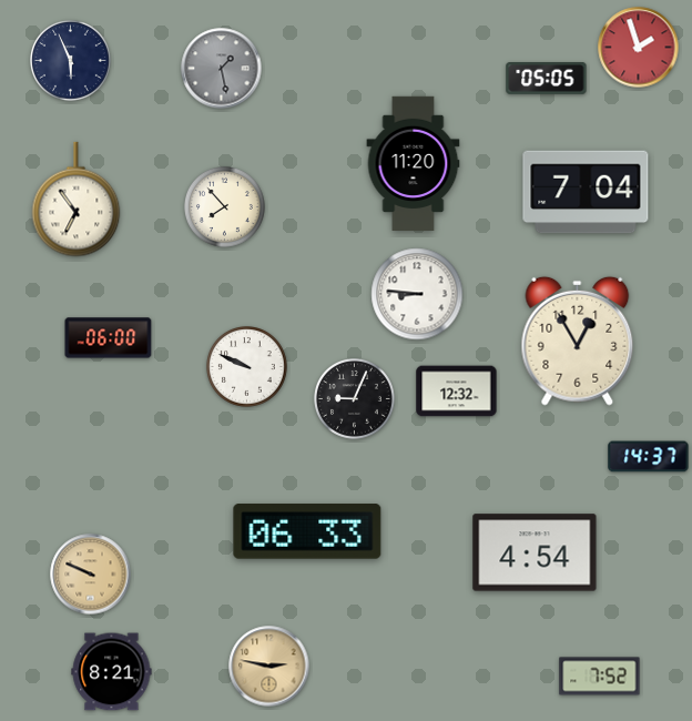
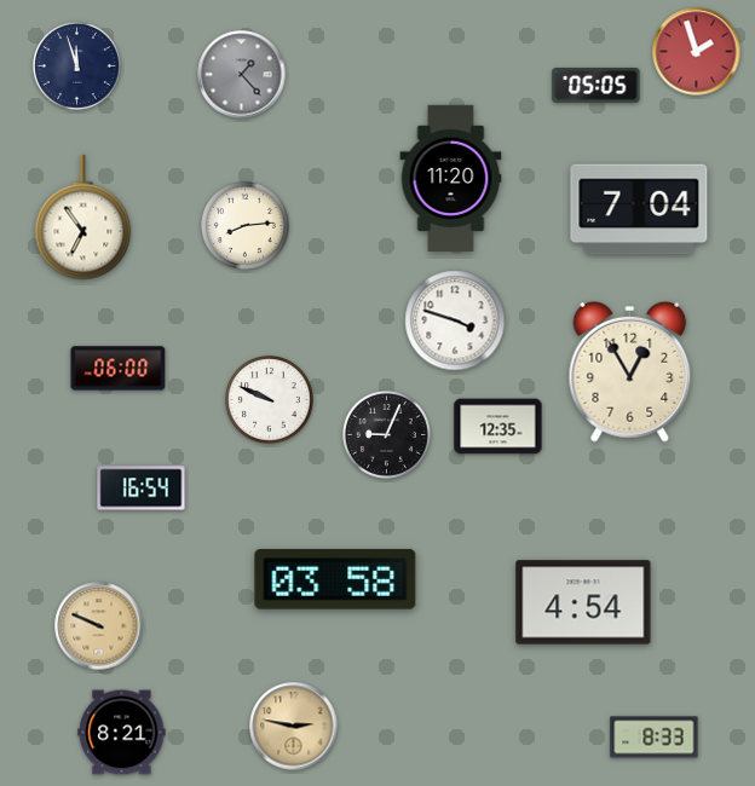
clock at (71, 61): 5:56 -> 11:57
clock at (222, 69): 1:28 -> 1:23
clock at (225, 207): 7:53 -> 8:14
clock at (417, 294): 8:46 -> 3:48
clock at (457, 392): 12:32 -> 12:35
clock at (142, 489): none -> 16:54
clock at (649, 457): 14:37 -> none
clock at (307, 531): 06:33 -> 03:58
clock at (600, 677): 7:52 -> 8:33
